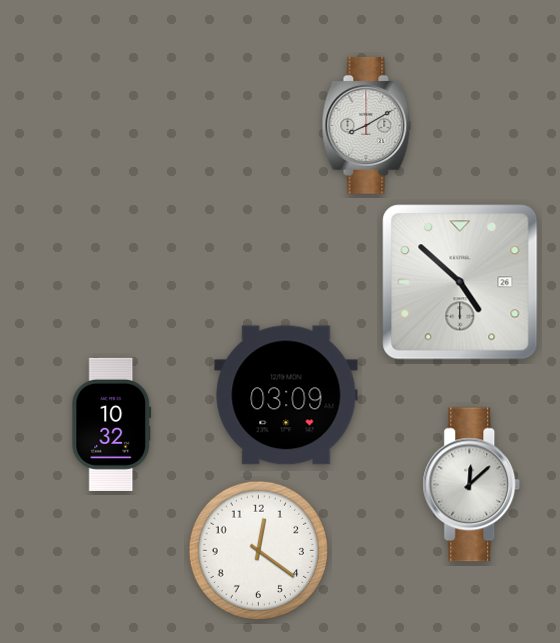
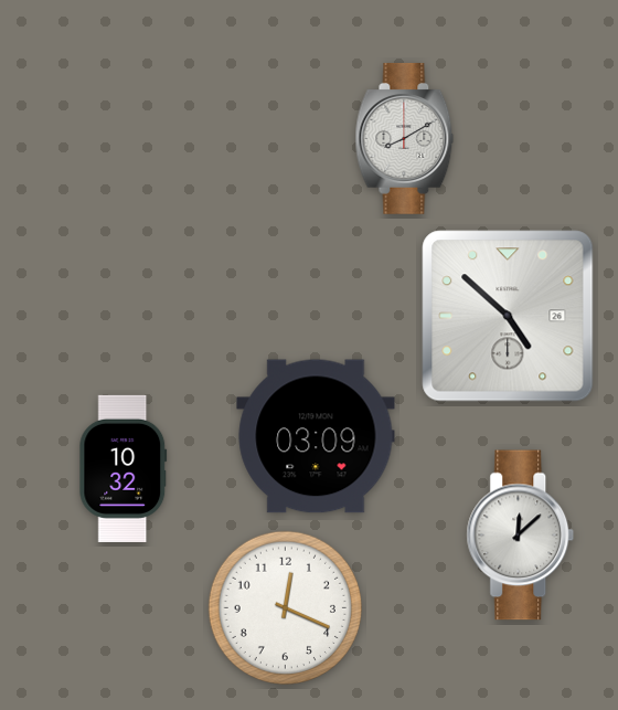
clock at (460, 282) position: (460, 282) -> (508, 316)
clock at (258, 550): 12:21 -> 12:19
